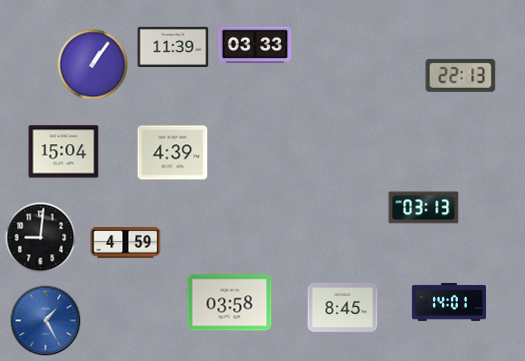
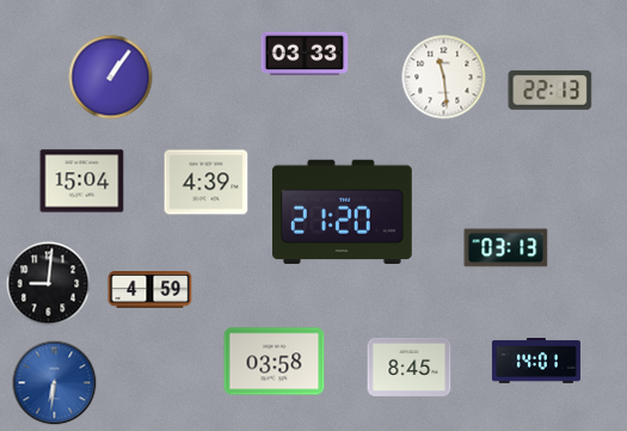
clock at (173, 46): 11:39 -> none
clock at (444, 78): none -> 11:29
clock at (64, 152) position: (64, 152) -> (82, 181)
clock at (343, 211): none -> 21:20
clock at (46, 321): 1:25 -> 6:31
